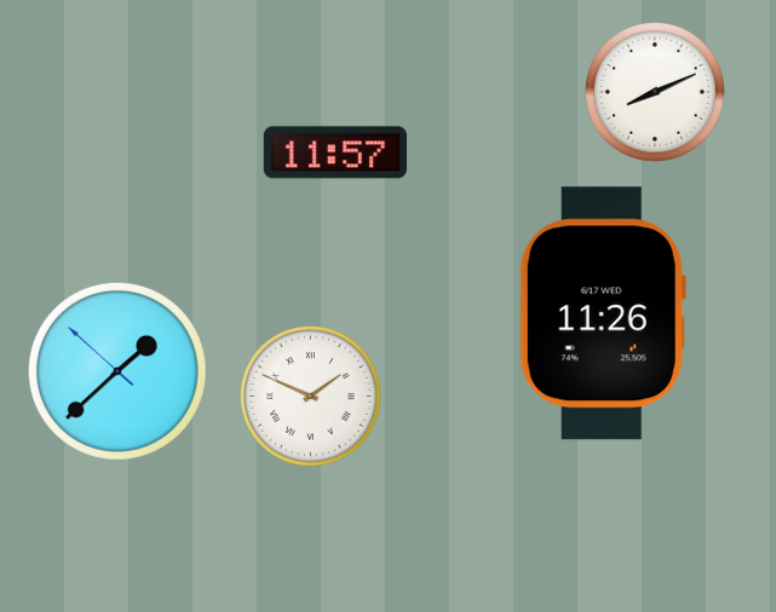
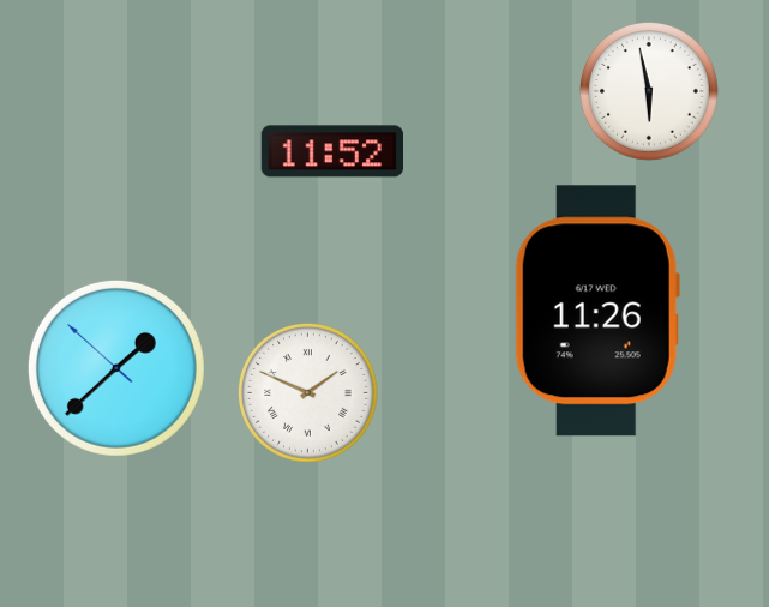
clock at (655, 92): 8:11 -> 5:58
clock at (334, 152): 11:57 -> 11:52
